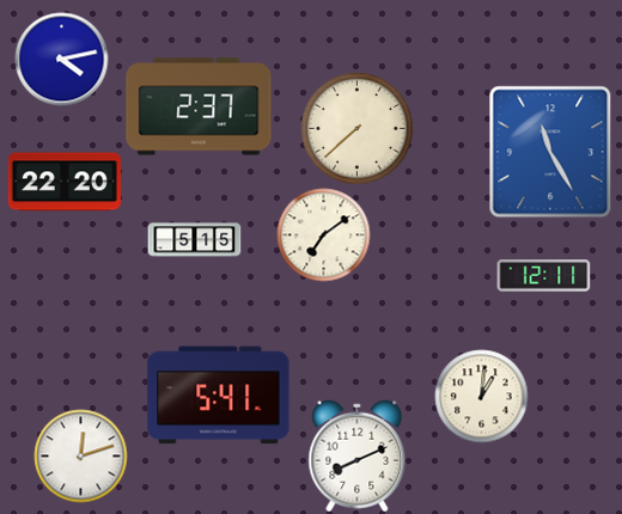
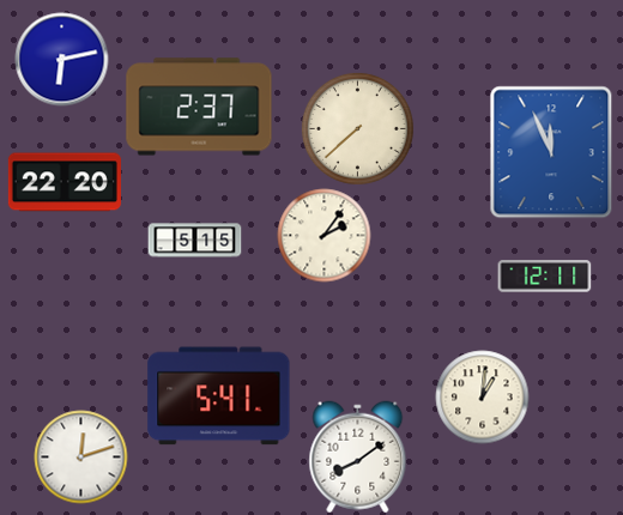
clock at (61, 59): 4:13 -> 6:13
clock at (550, 152): 11:25 -> 11:56
clock at (323, 234): 7:09 -> 2:06
clock at (358, 455): 8:11 -> 8:09
